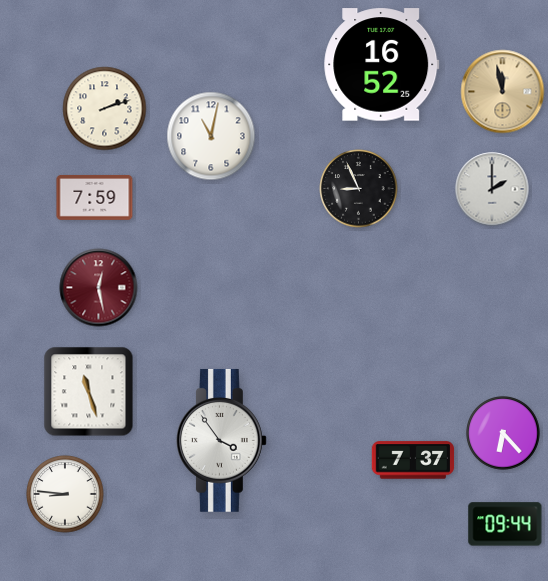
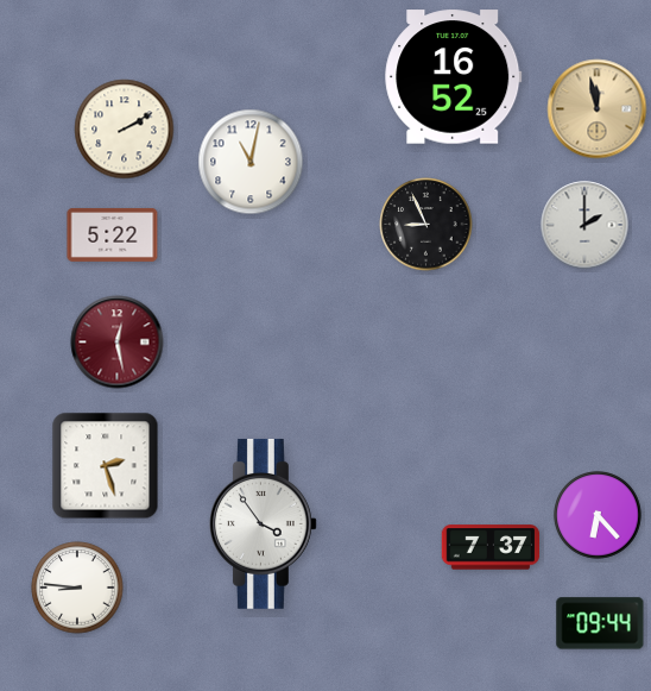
clock at (105, 109): 2:12 -> 2:10
clock at (95, 197): 7:59 -> 5:22
clock at (89, 392): 11:27 -> 2:27
